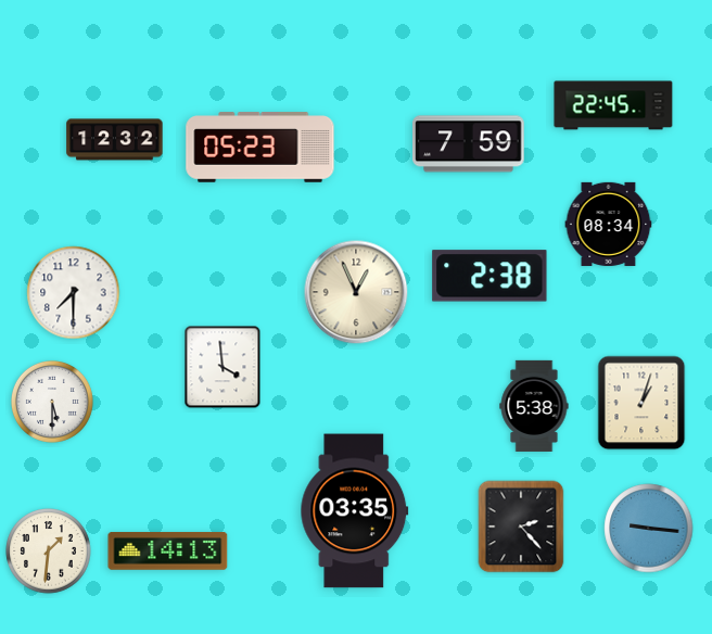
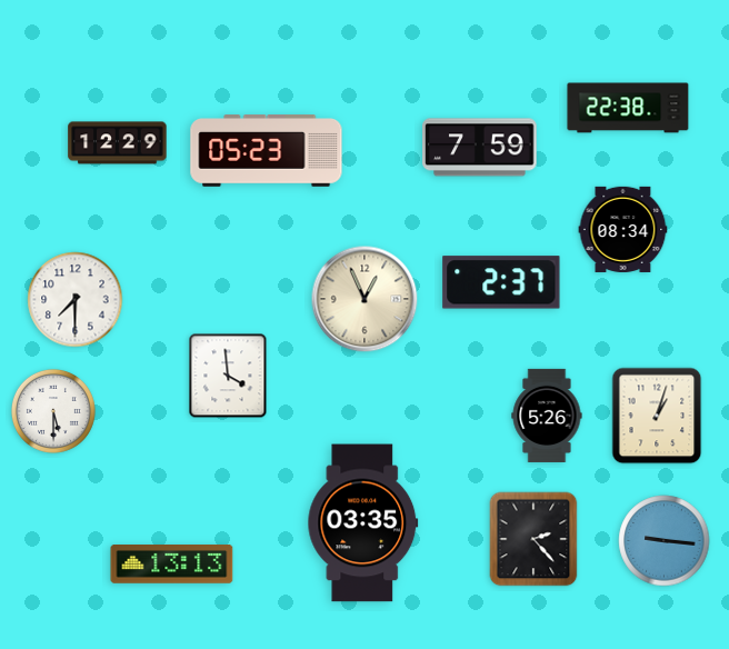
clock at (613, 105): 22:45 -> 22:38
clock at (115, 140): 12:32 -> 12:29
clock at (490, 276): 2:38 -> 2:37
clock at (641, 403) position: (641, 403) -> (657, 416)
clock at (534, 406): 5:38 -> 5:26
clock at (49, 551): 1:31 -> none
clock at (168, 551): 14:13 -> 13:13
